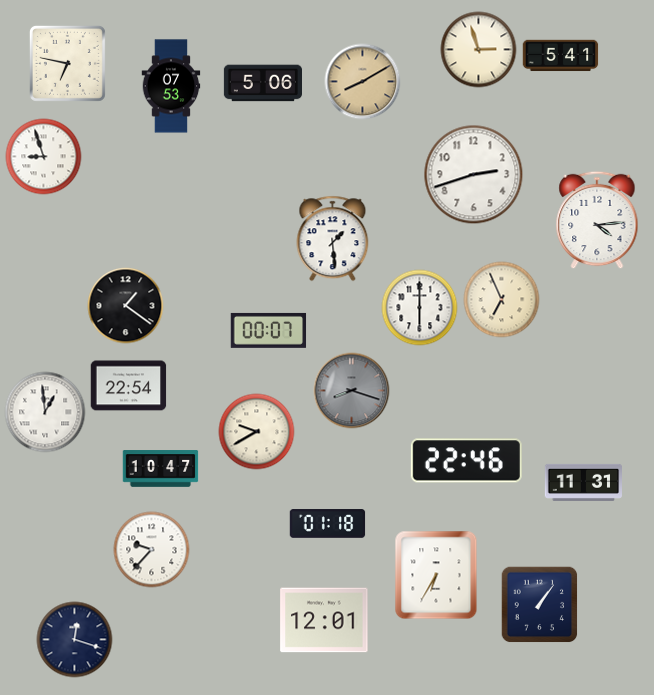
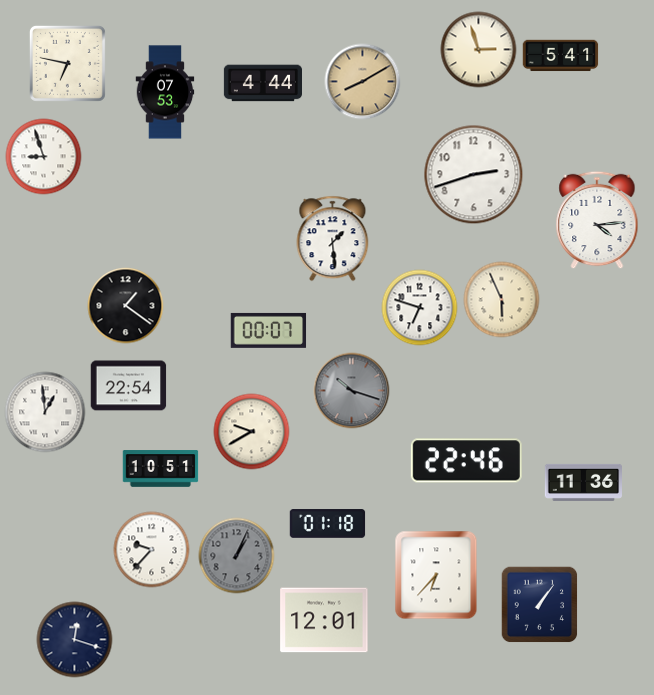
clock at (262, 83): 5:06 -> 4:44
clock at (171, 86) position: (171, 86) -> (165, 92)
clock at (502, 300): 6:56 -> 5:56
clock at (420, 308): 6:00 -> 6:48
clock at (352, 391): 8:18 -> 10:18
clock at (257, 432) position: (257, 432) -> (252, 432)
clock at (161, 469): 10:47 -> 10:51
clock at (583, 482): 11:31 -> 11:36
clock at (237, 556): none -> 1:04
clock at (436, 575): 6:35 -> 6:37
